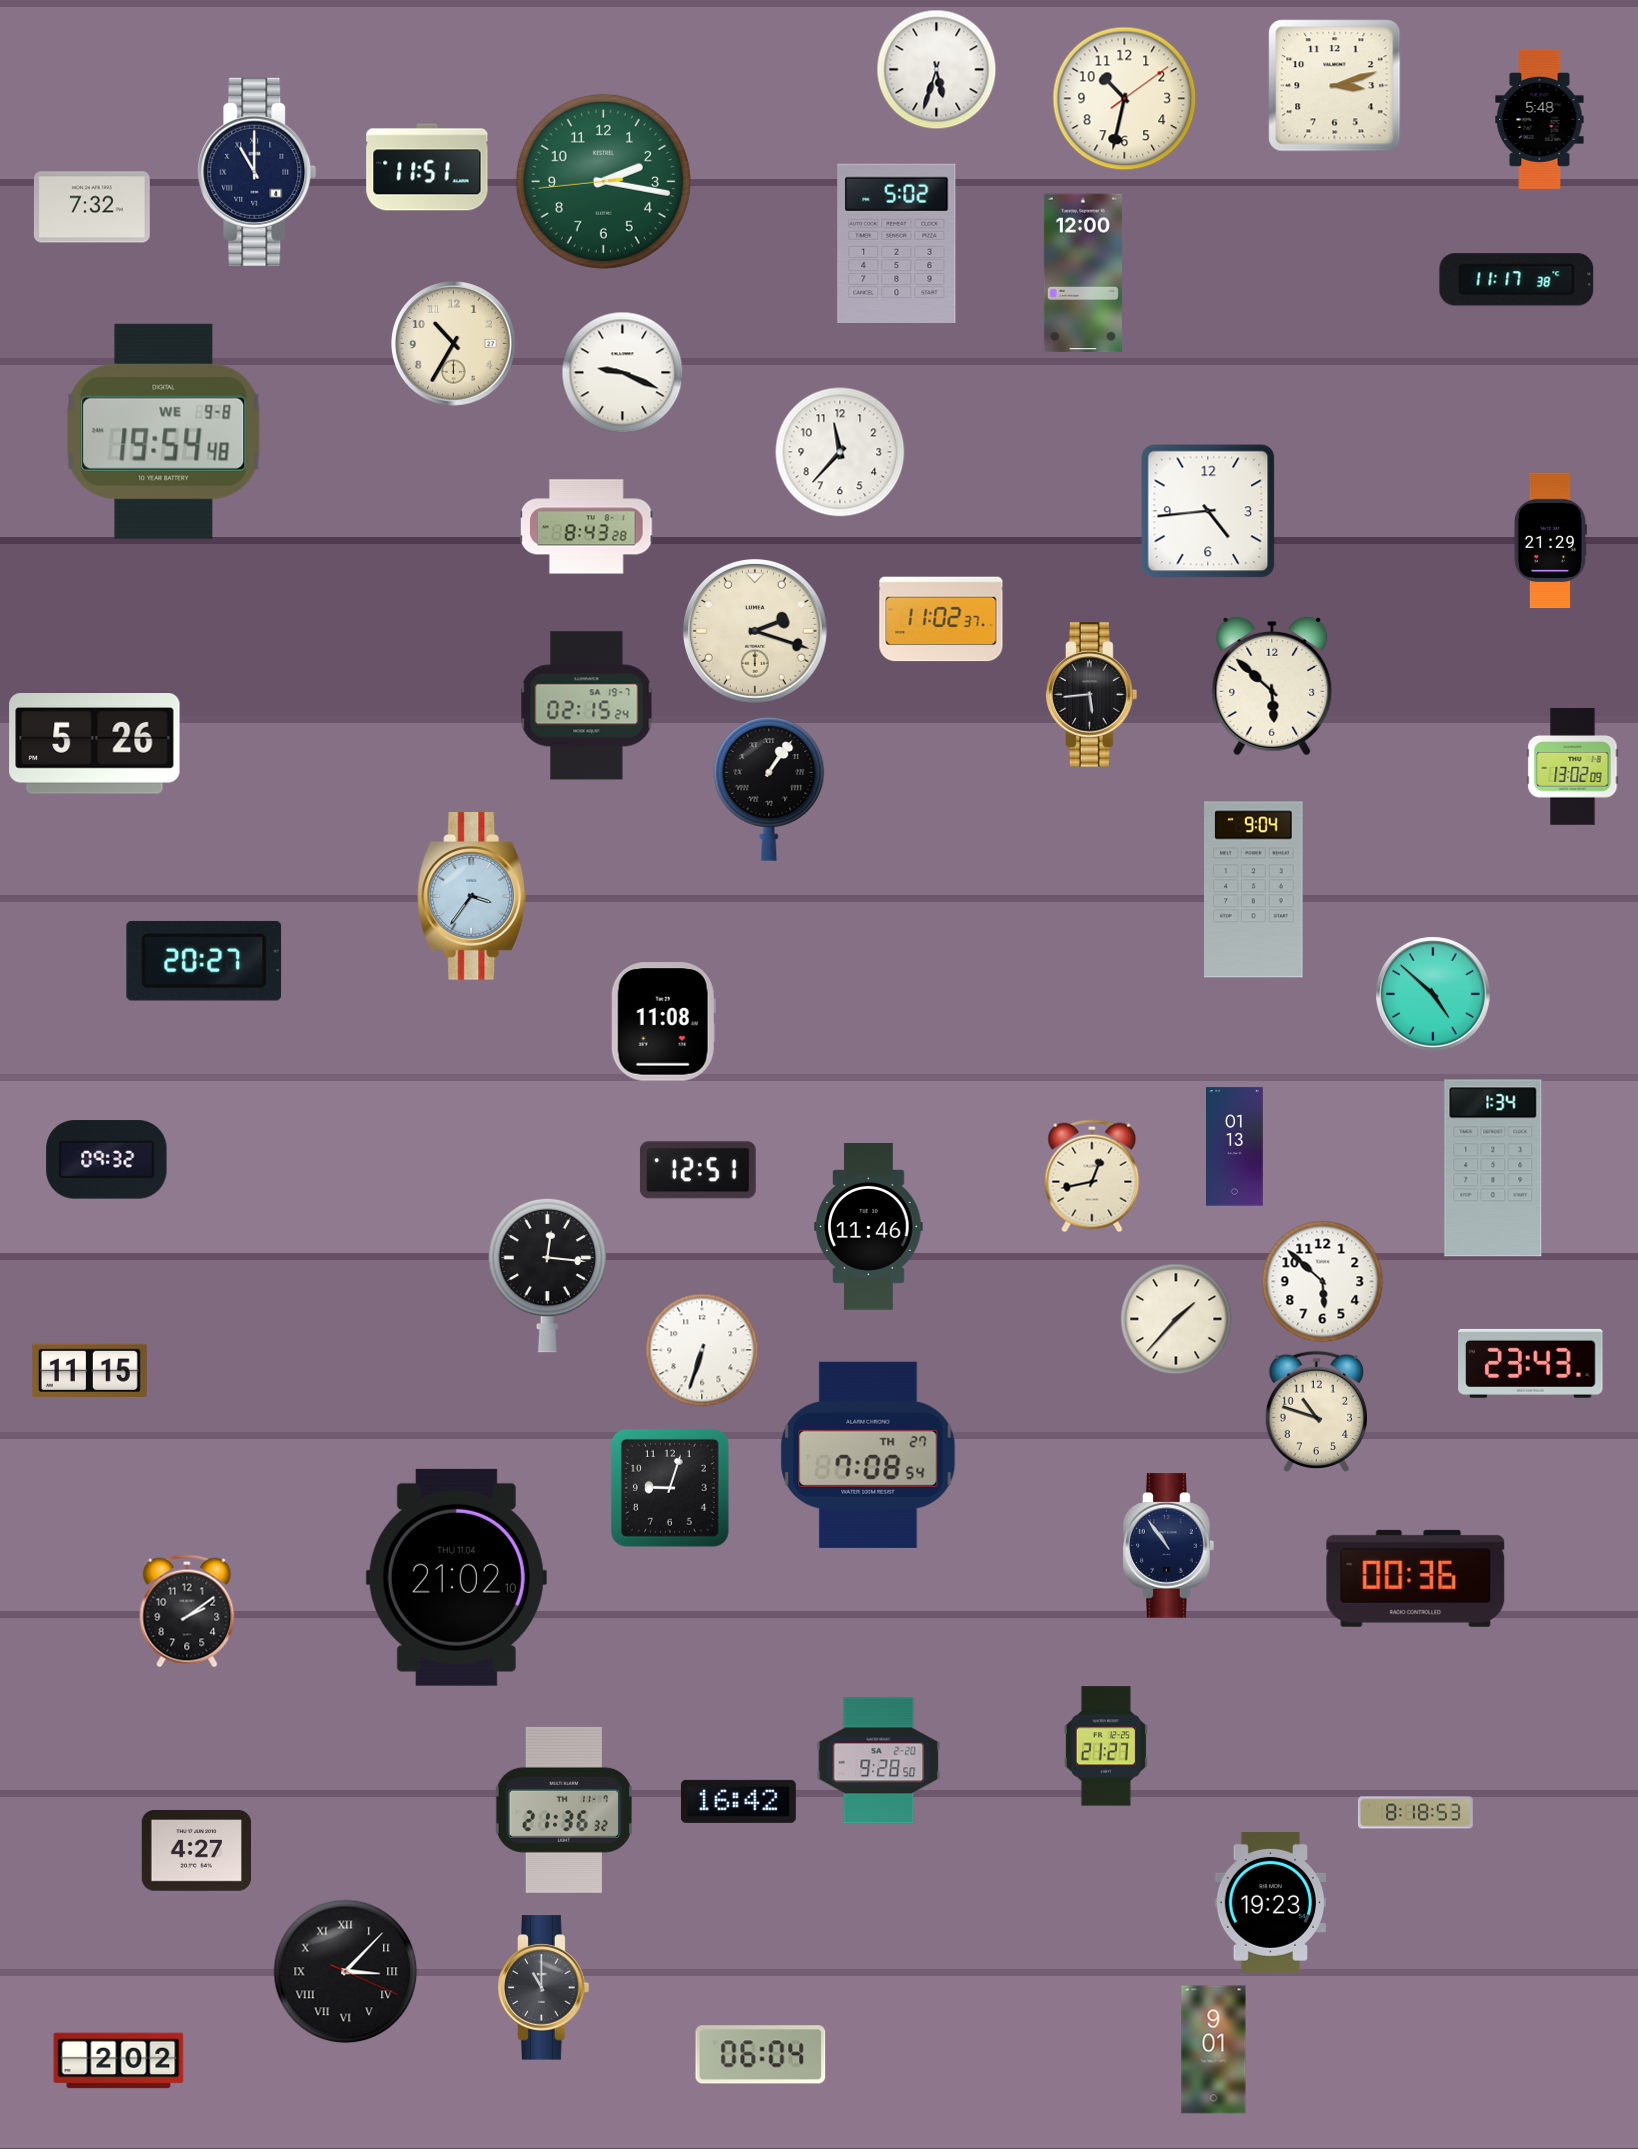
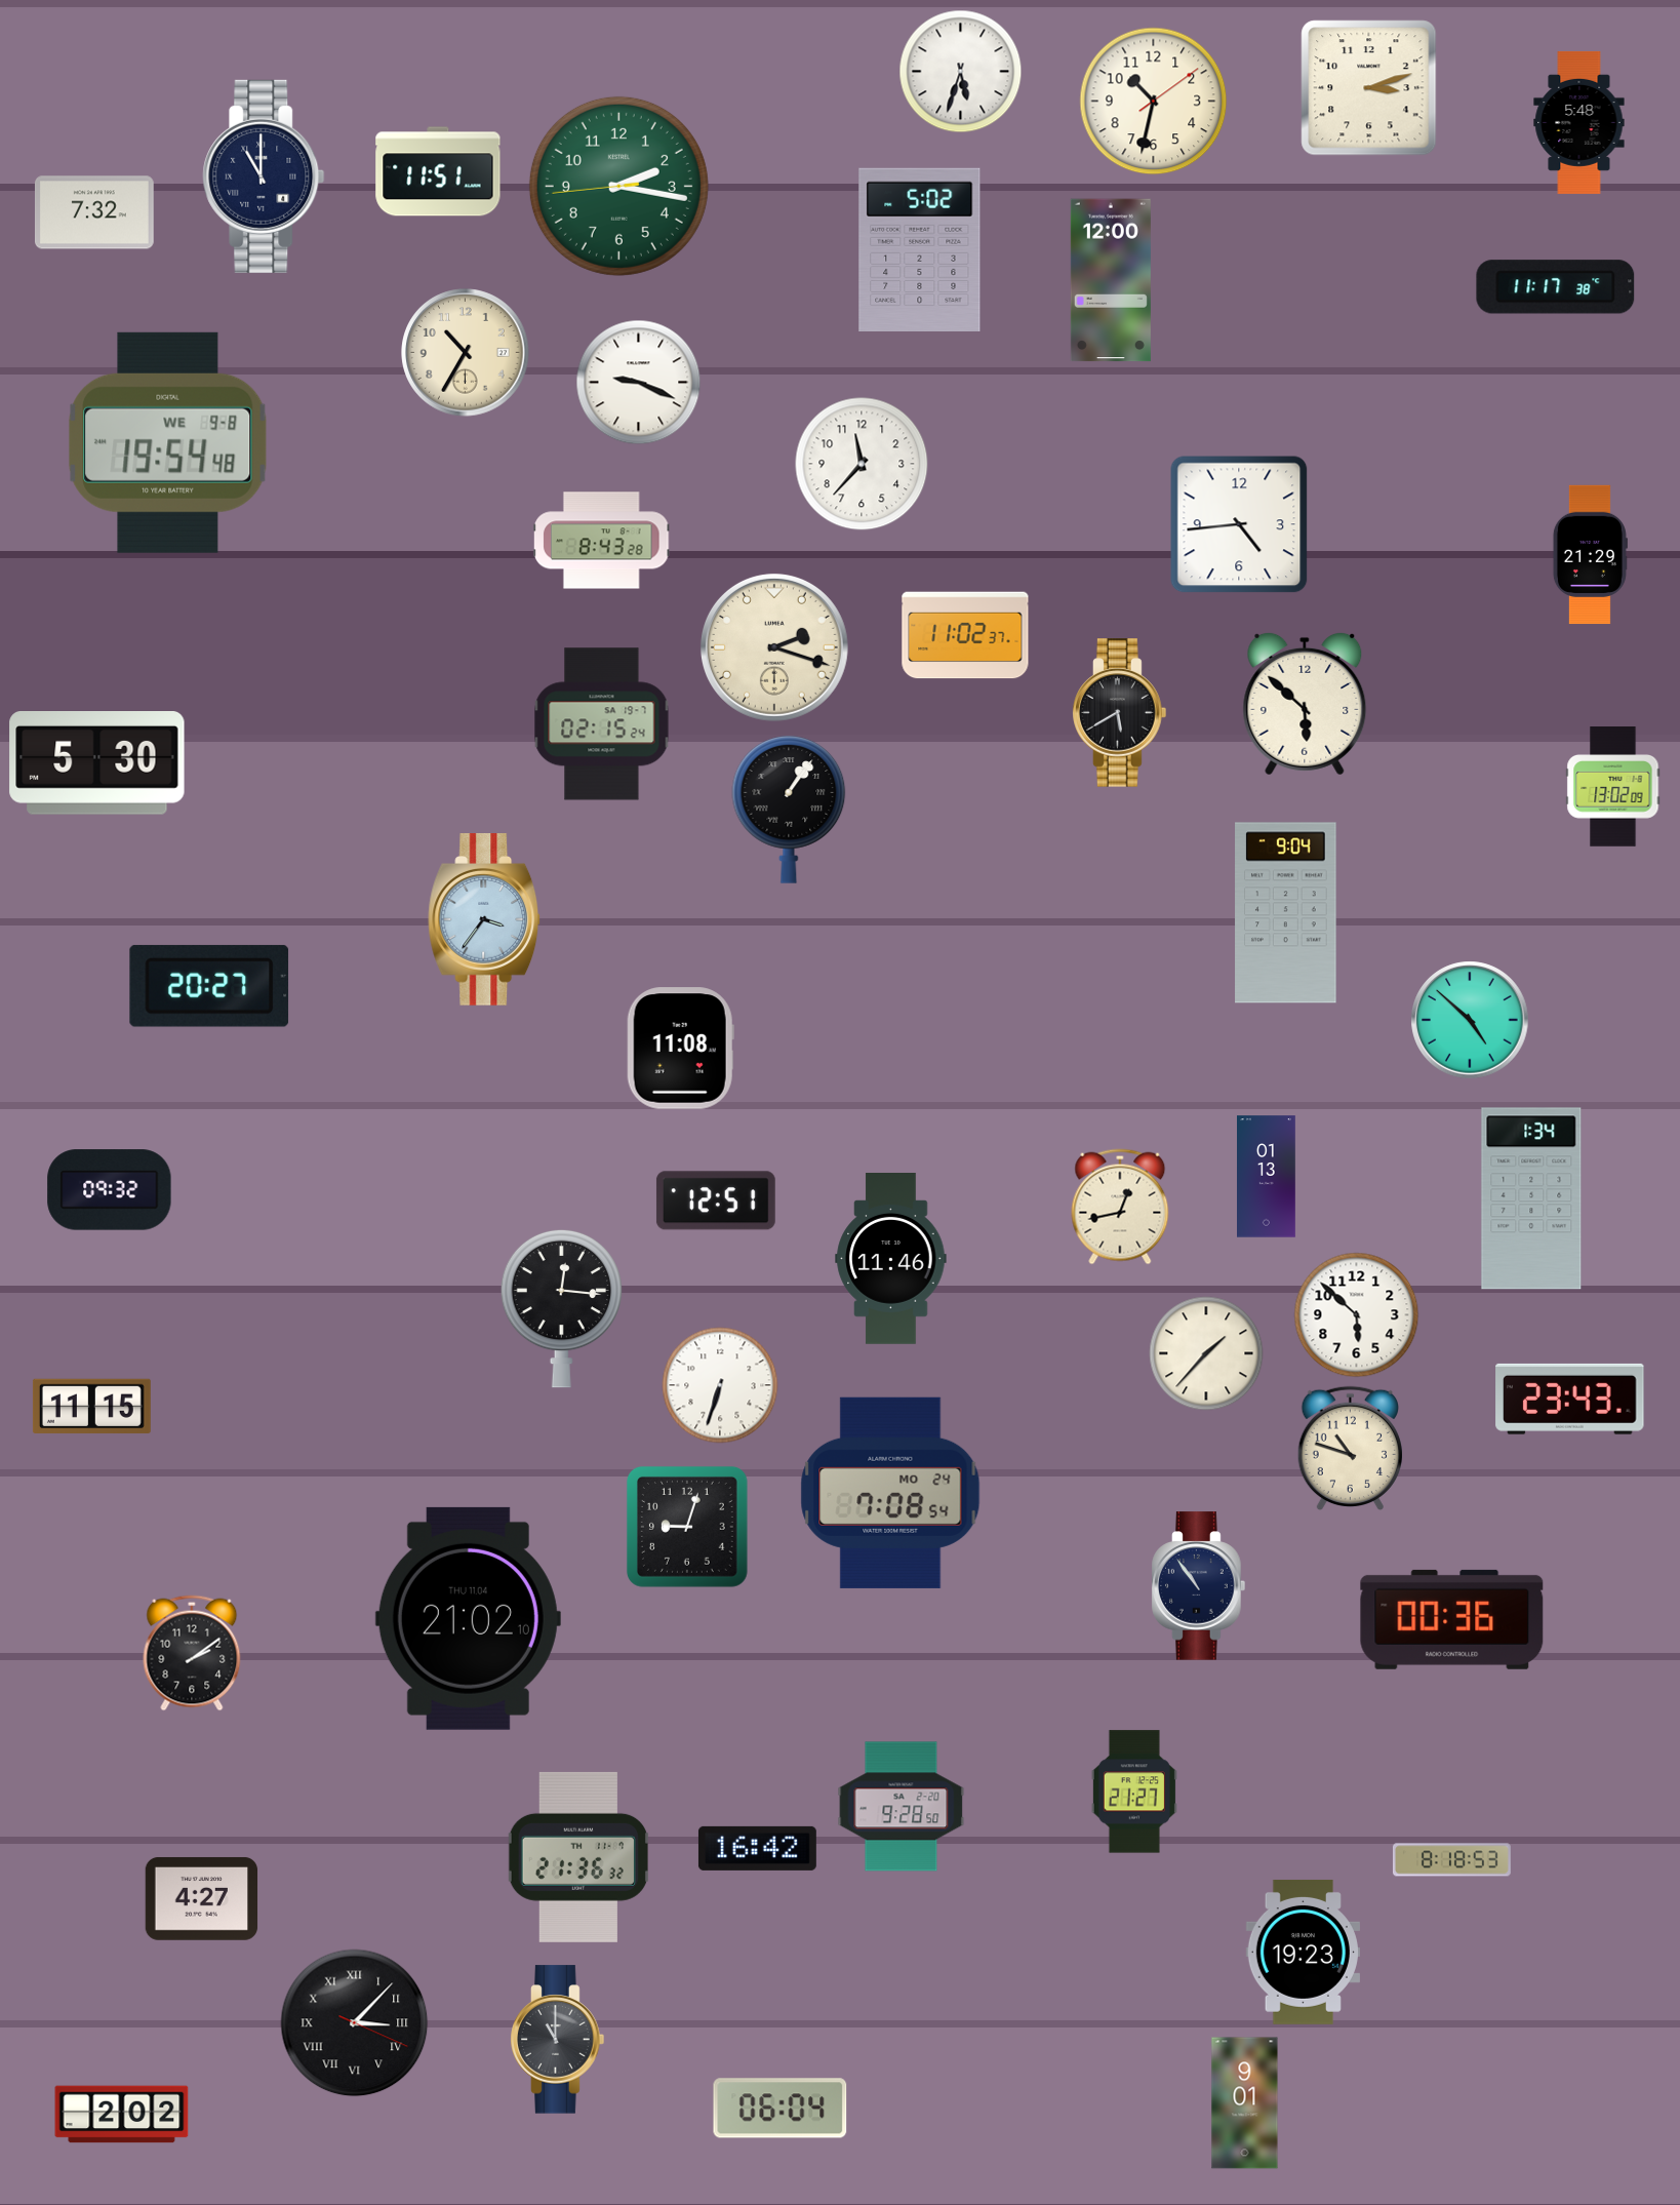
clock at (1092, 695): 5:44 -> 5:40
clock at (95, 744): 5:26 -> 5:30
clock at (868, 1455) date: TH 27 -> MO 24
